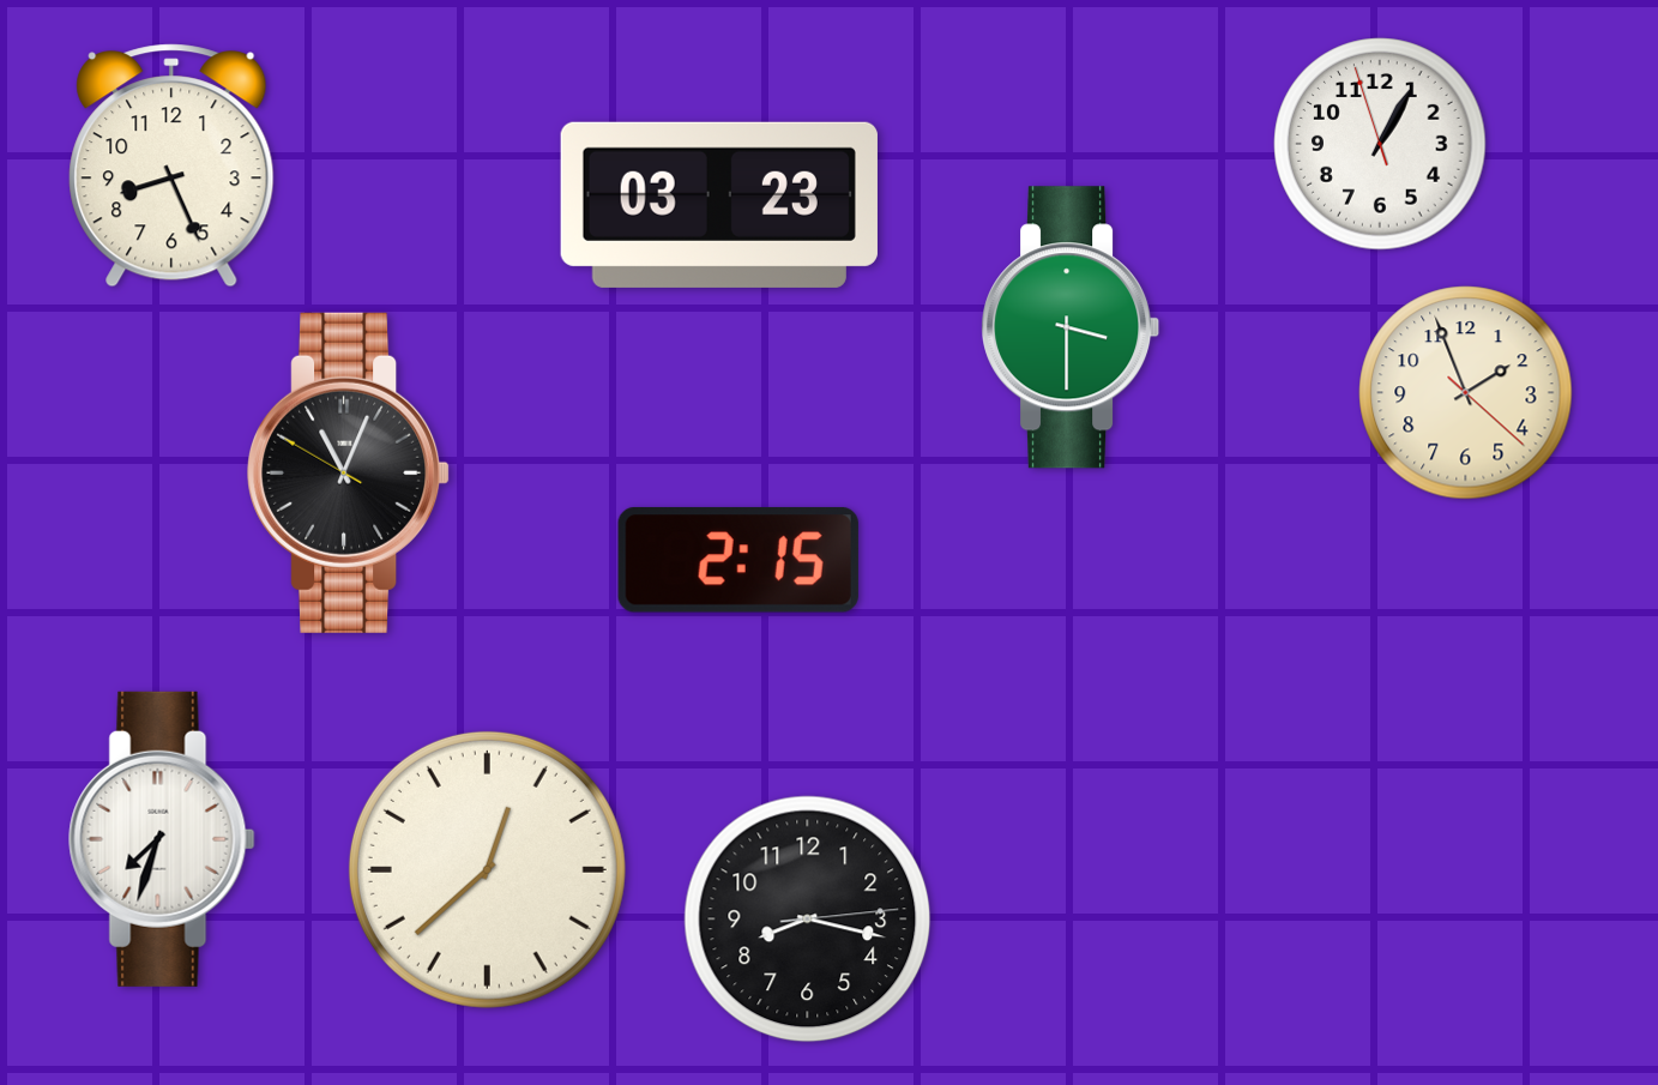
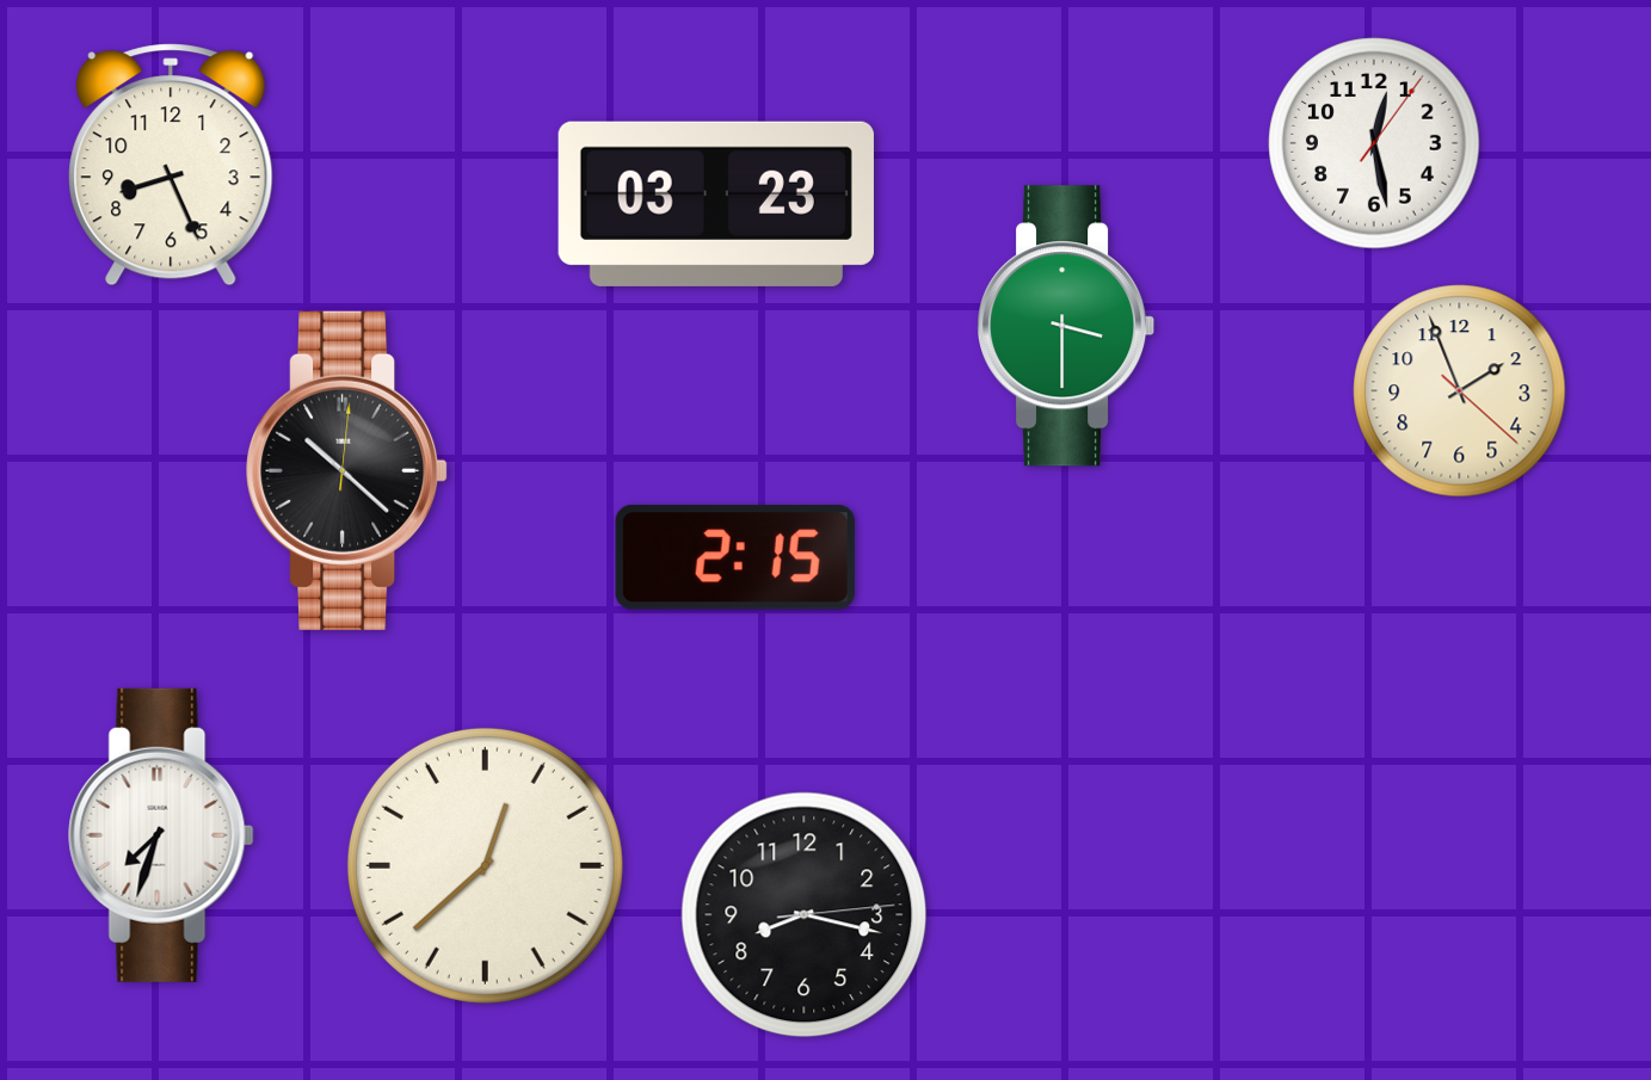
clock at (1380, 144): 1:04 -> 12:28
clock at (349, 472): 11:03 -> 10:22
